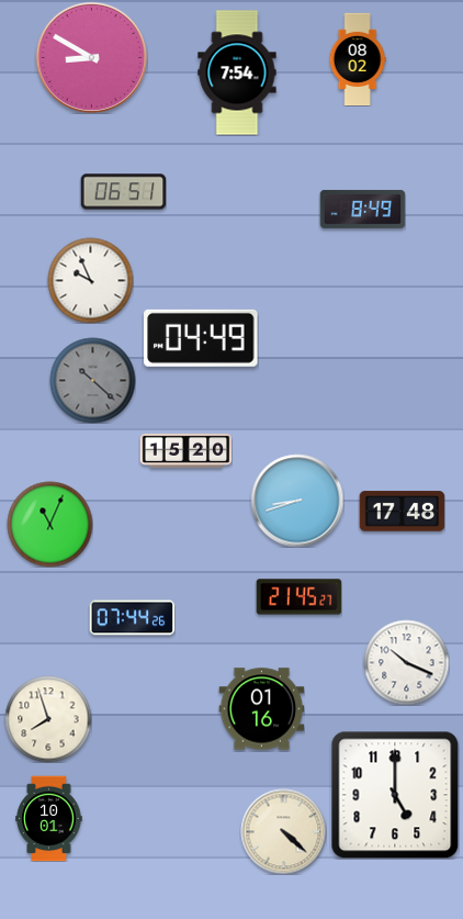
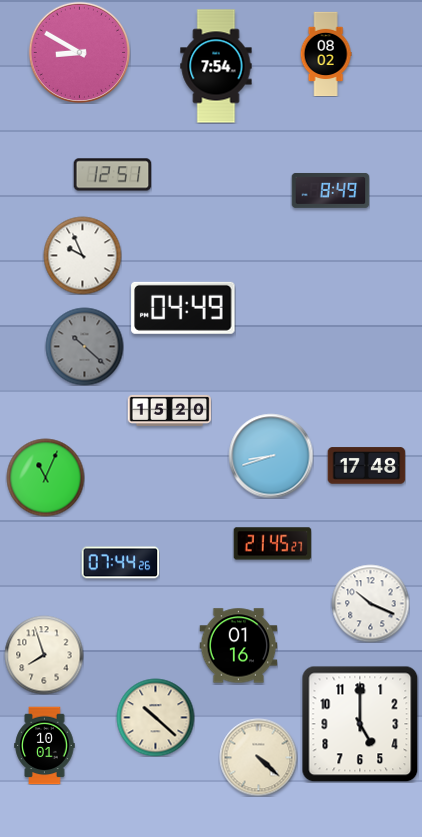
clock at (91, 57) position: (91, 57) -> (79, 52)
clock at (123, 192): 06:51 -> 12:51
clock at (155, 717): none -> 10:22
